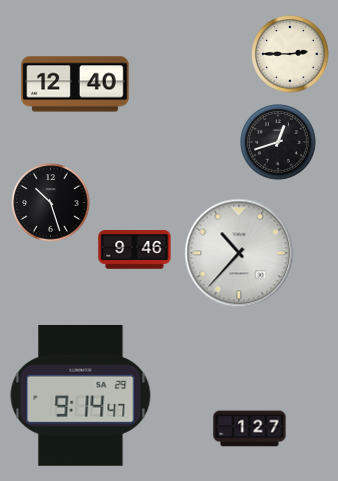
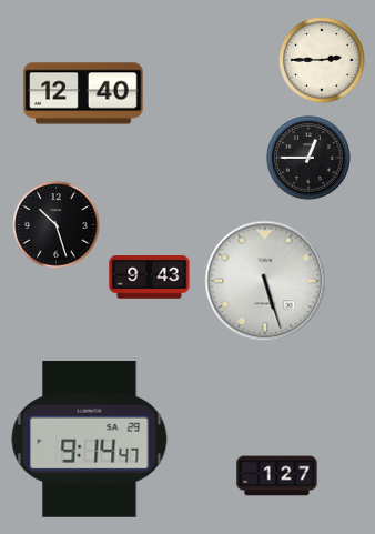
clock at (278, 142): 12:42 -> 12:45
clock at (135, 250): 9:46 -> 9:43
clock at (239, 253): 10:37 -> 5:27
